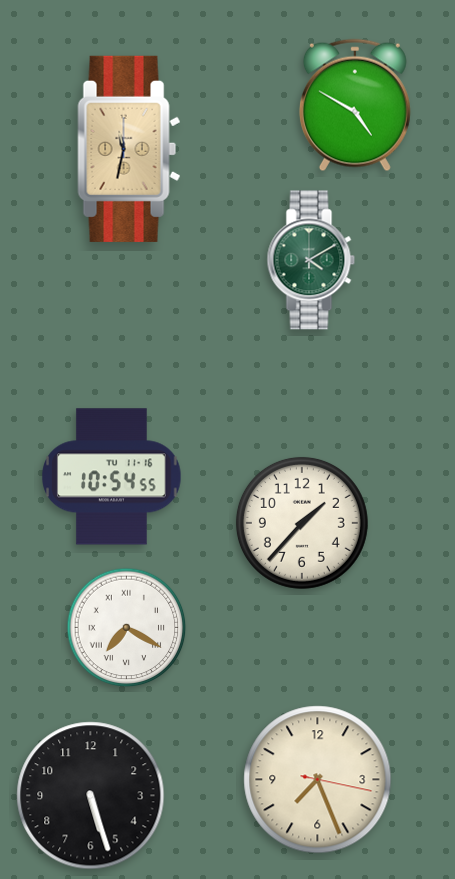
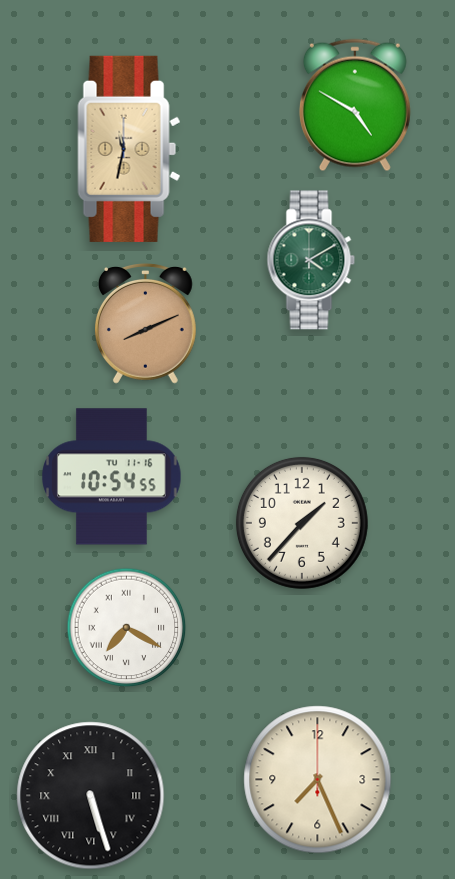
clock at (145, 324): none -> 8:11
clock at (318, 780): 7:26:17 -> 7:26:00
clock at (91, 796) numerals: Arabic -> Roman
